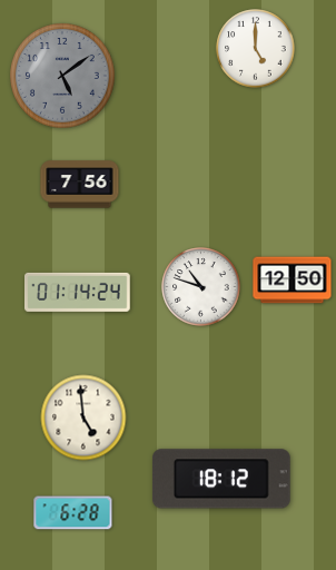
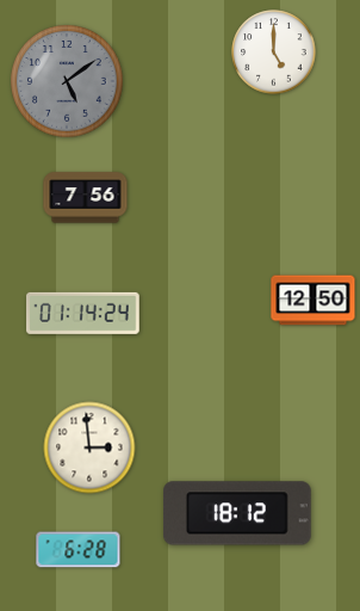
clock at (201, 287): 10:48 -> none
clock at (83, 417): 4:59 -> 2:59
